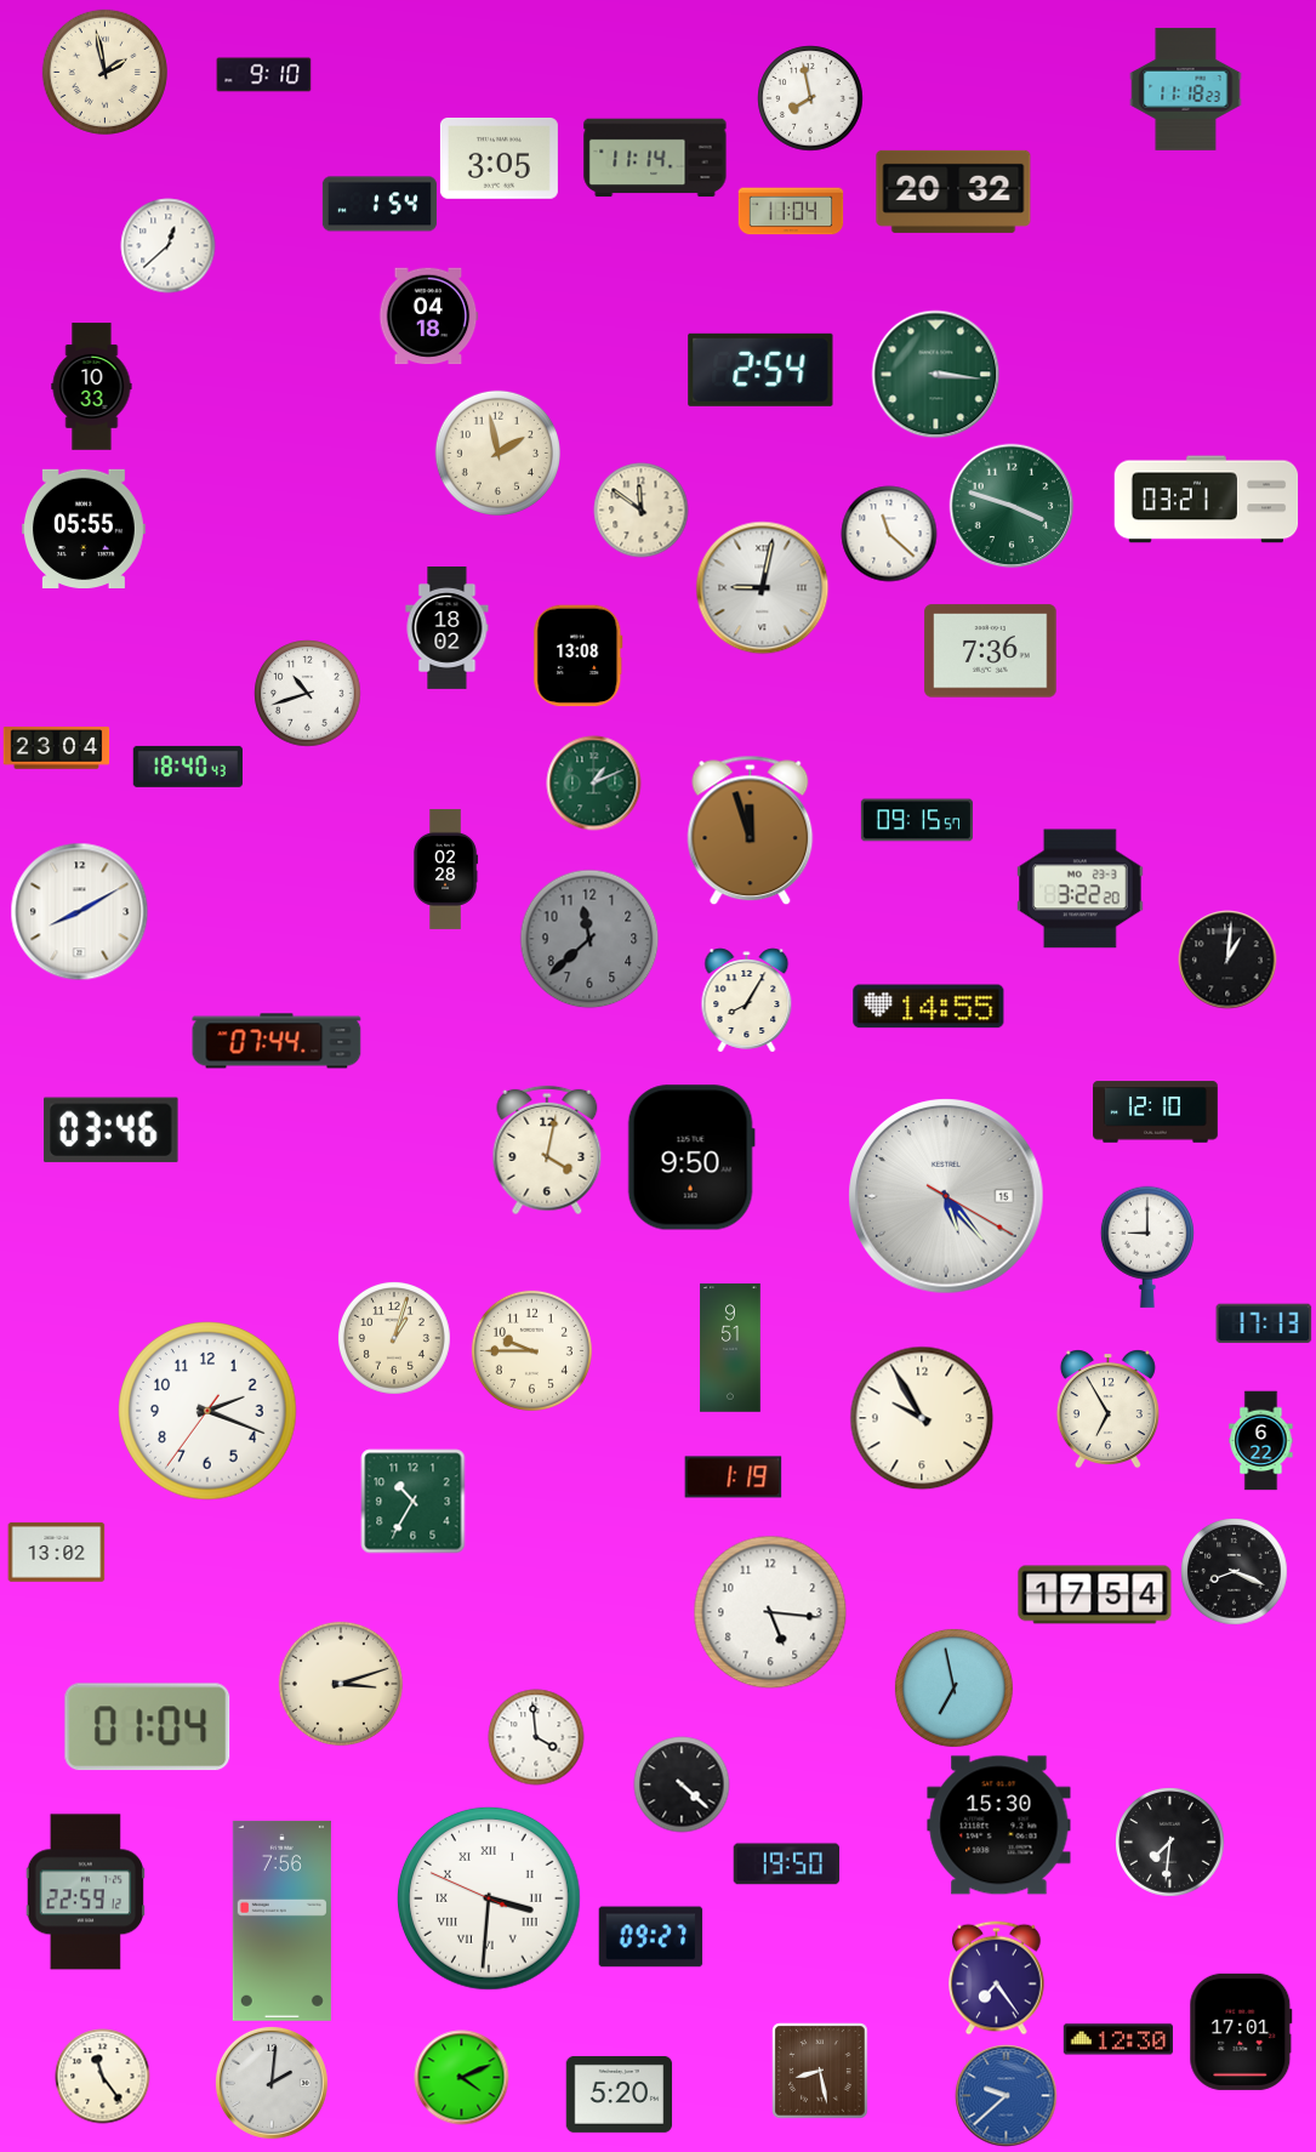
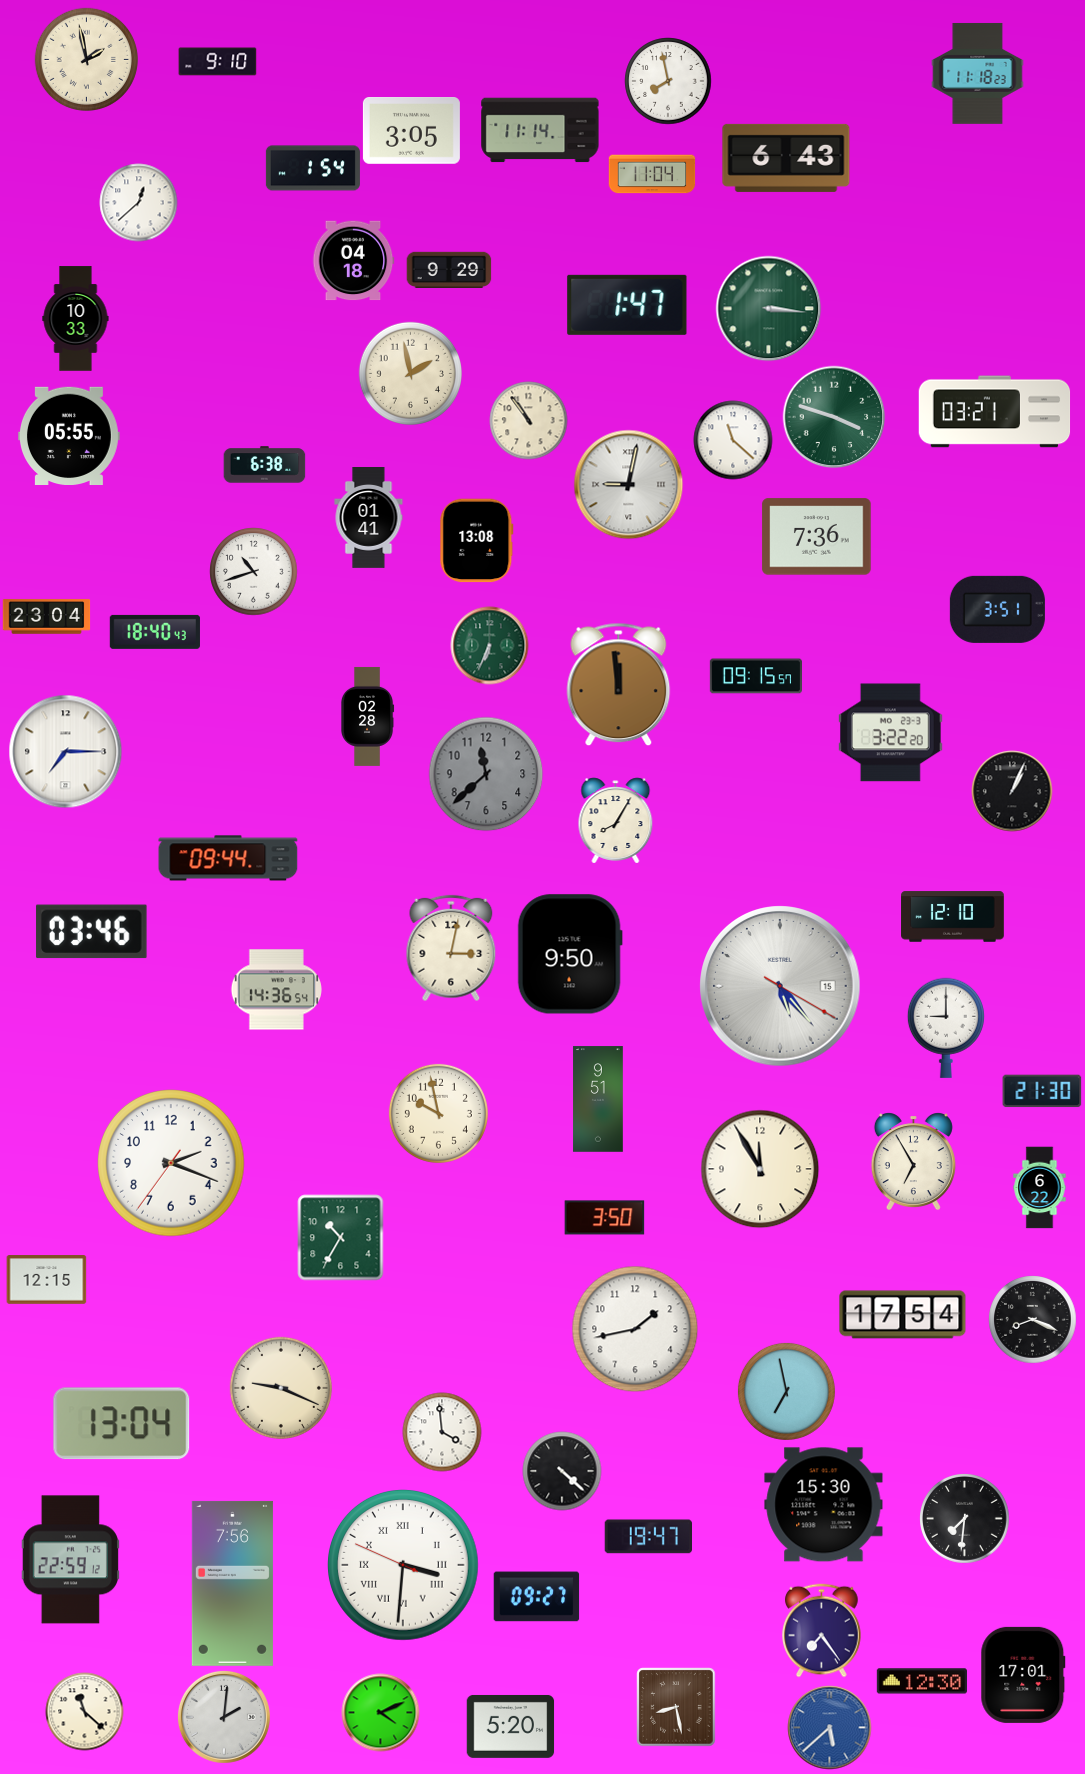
clock at (953, 192): 20:32 -> 6:43
clock at (449, 269): none -> 9:29
clock at (760, 370): 2:54 -> 1:47
clock at (935, 374) position: (935, 374) -> (768, 308)
clock at (640, 509): 11:51 -> 10:54
clock at (264, 465): none -> 6:38
clock at (448, 628): 18:02 -> 01:41
clock at (997, 609): none -> 3:51
clock at (593, 782): 1:11 -> 6:34
clock at (751, 830): 11:57 -> 11:59
clock at (79, 911): 8:10 -> 7:15
clock at (1227, 960): 1:01 -> 1:04
clock at (747, 1000) position: (747, 1000) -> (616, 820)
clock at (929, 1007): 14:55 -> none
clock at (277, 1041): 07:44 -> 09:44
clock at (547, 1150): 4:02 -> 3:02
clock at (276, 990): none -> 14:36
clock at (1264, 1323): 17:13 -> 21:30
clock at (394, 1338): 1:03 -> none
clock at (730, 1348) position: (730, 1348) -> (598, 1099)
clock at (531, 1350): 9:45 -> 9:58
clock at (922, 1418): 9:55 -> 11:55
clock at (733, 1478): 1:19 -> 3:50
clock at (56, 1553): 13:02 -> 12:15
clock at (1234, 1571) position: (1234, 1571) -> (1032, 1319)
clock at (770, 1612): 5:16 -> 1:43
clock at (341, 1684): 3:12 -> 9:19
clock at (148, 1727): 01:04 -> 13:04
clock at (786, 1865): 19:50 -> 19:47
clock at (102, 2076): 11:24 -> 11:22
clock at (1005, 2095): 9:38 -> 5:38
